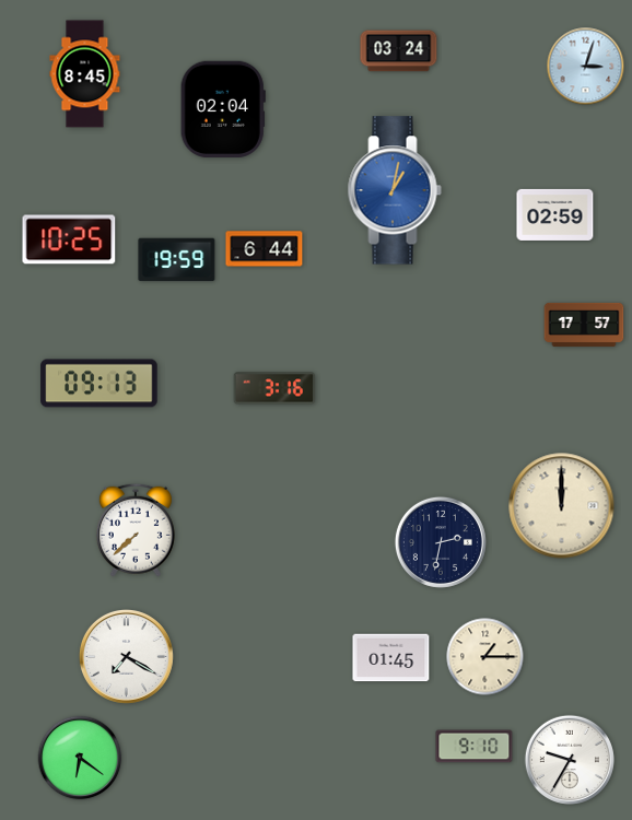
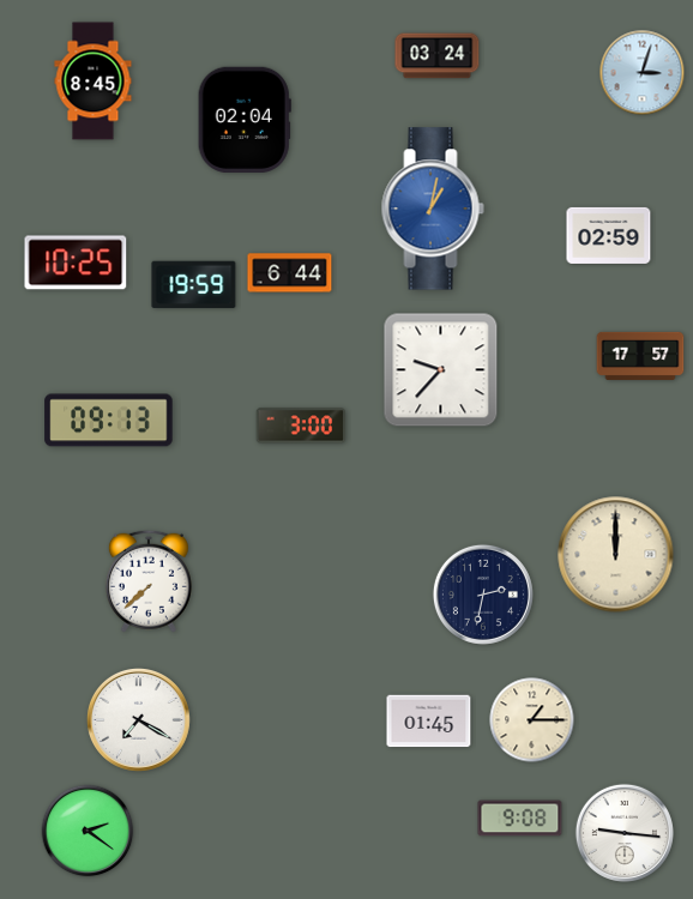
clock at (441, 370): none -> 9:37
clock at (273, 388): 3:16 -> 3:00
clock at (475, 747): 9:10 -> 9:08
clock at (80, 758): 6:21 -> 2:21
clock at (570, 760): 9:35 -> 9:16
